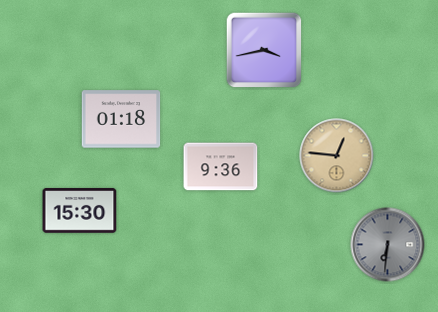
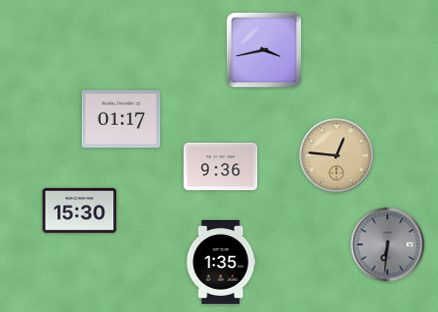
clock at (121, 119): 01:18 -> 01:17
clock at (221, 263): none -> 1:35
